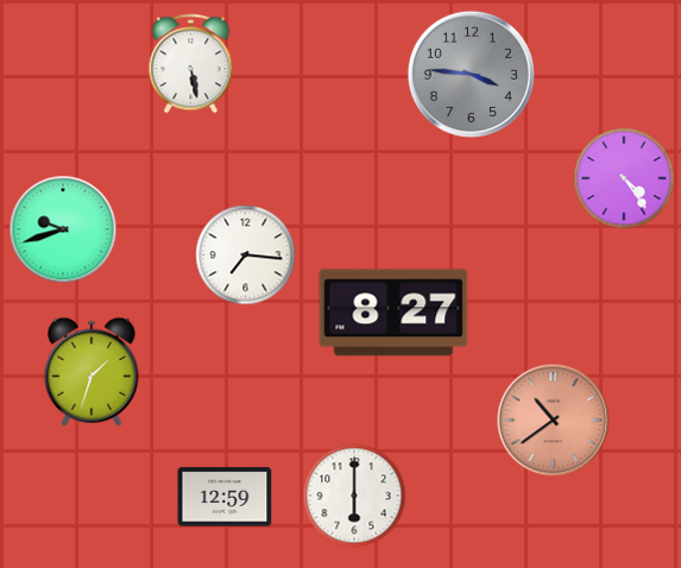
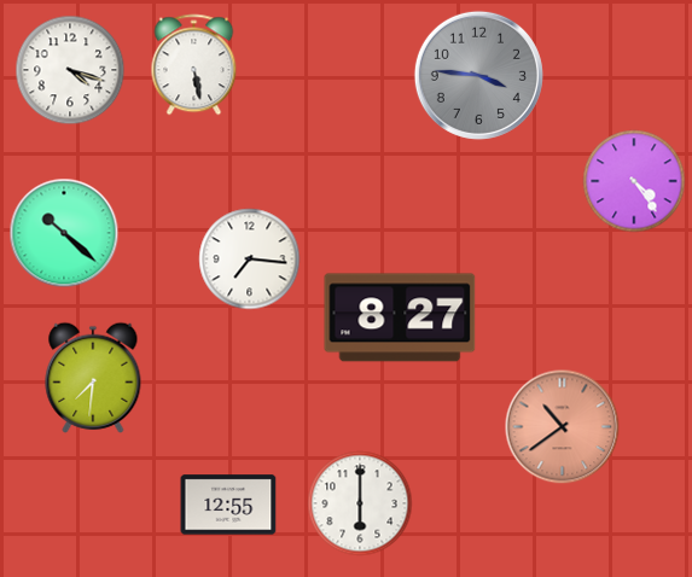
clock at (70, 70): none -> 4:18
clock at (63, 229): 9:42 -> 10:22
clock at (92, 372): 1:33 -> 7:31
clock at (225, 497): 12:59 -> 12:55
